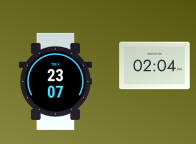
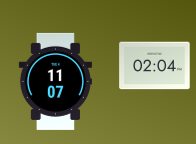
clock at (55, 81): 23:07 -> 11:07
